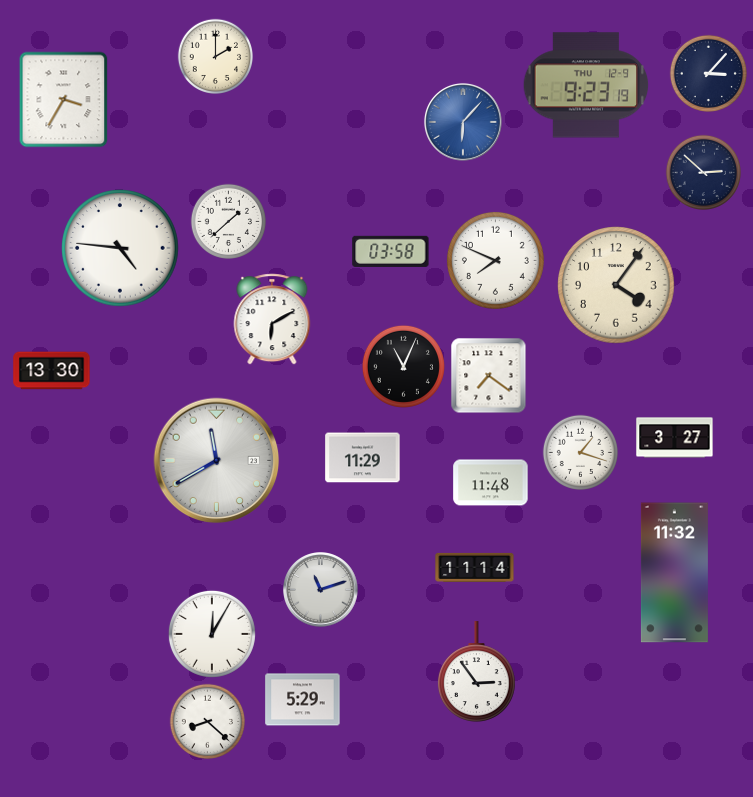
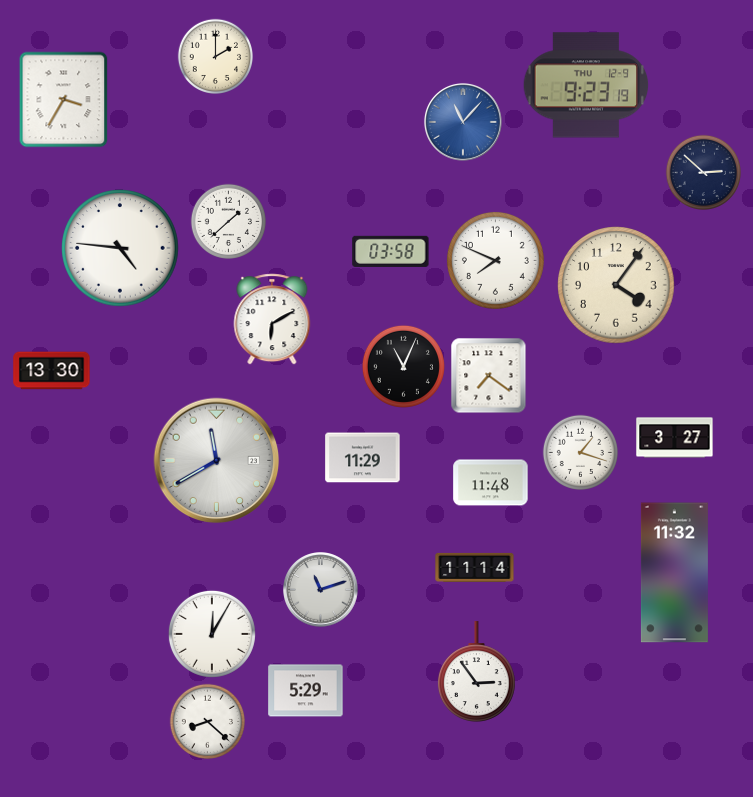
clock at (708, 73): 3:07 -> none
clock at (463, 122): 6:07 -> 11:07
clock at (303, 700) position: (303, 700) -> (306, 691)
